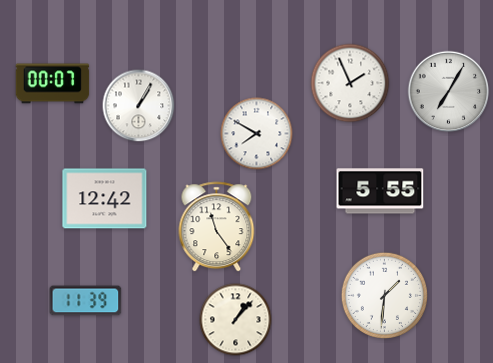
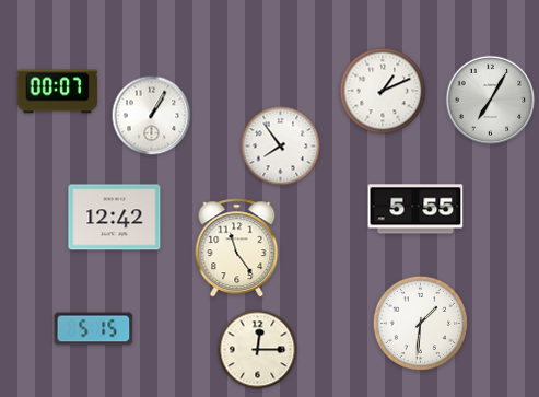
clock at (350, 83): 1:56 -> 1:11
clock at (257, 134): 7:50 -> 7:54
clock at (86, 301): 11:39 -> 5:15
clock at (236, 320): 1:07 -> 12:15
